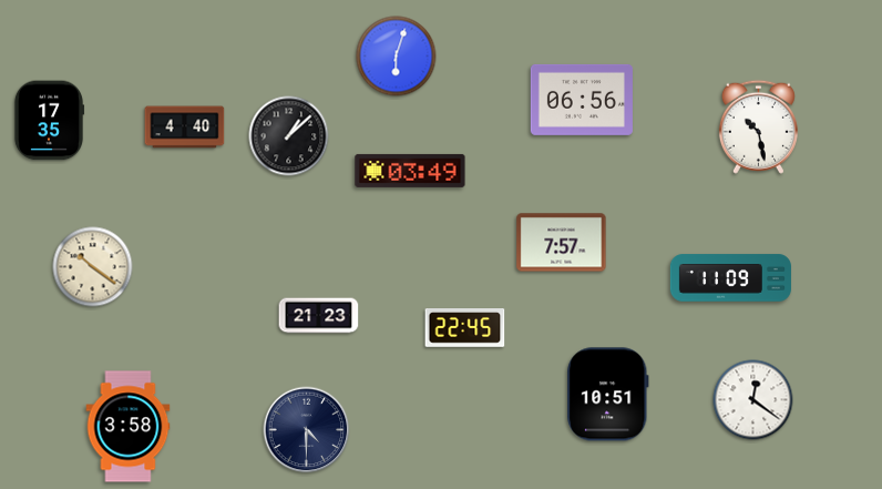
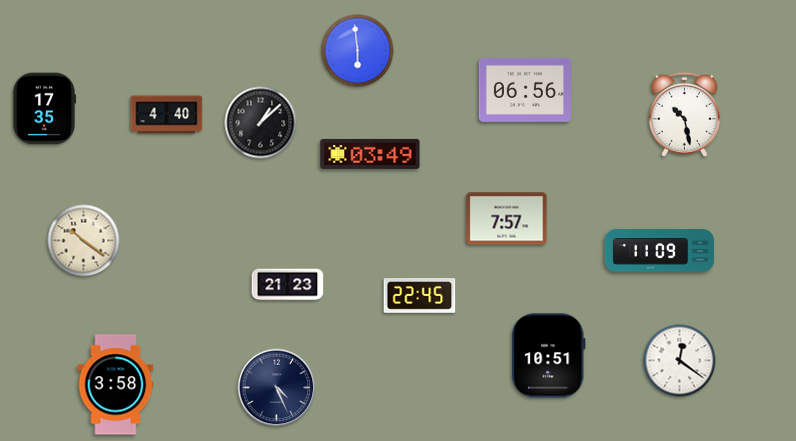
clock at (397, 57): 6:03 -> 5:59
clock at (307, 430): 4:30 -> 4:26
